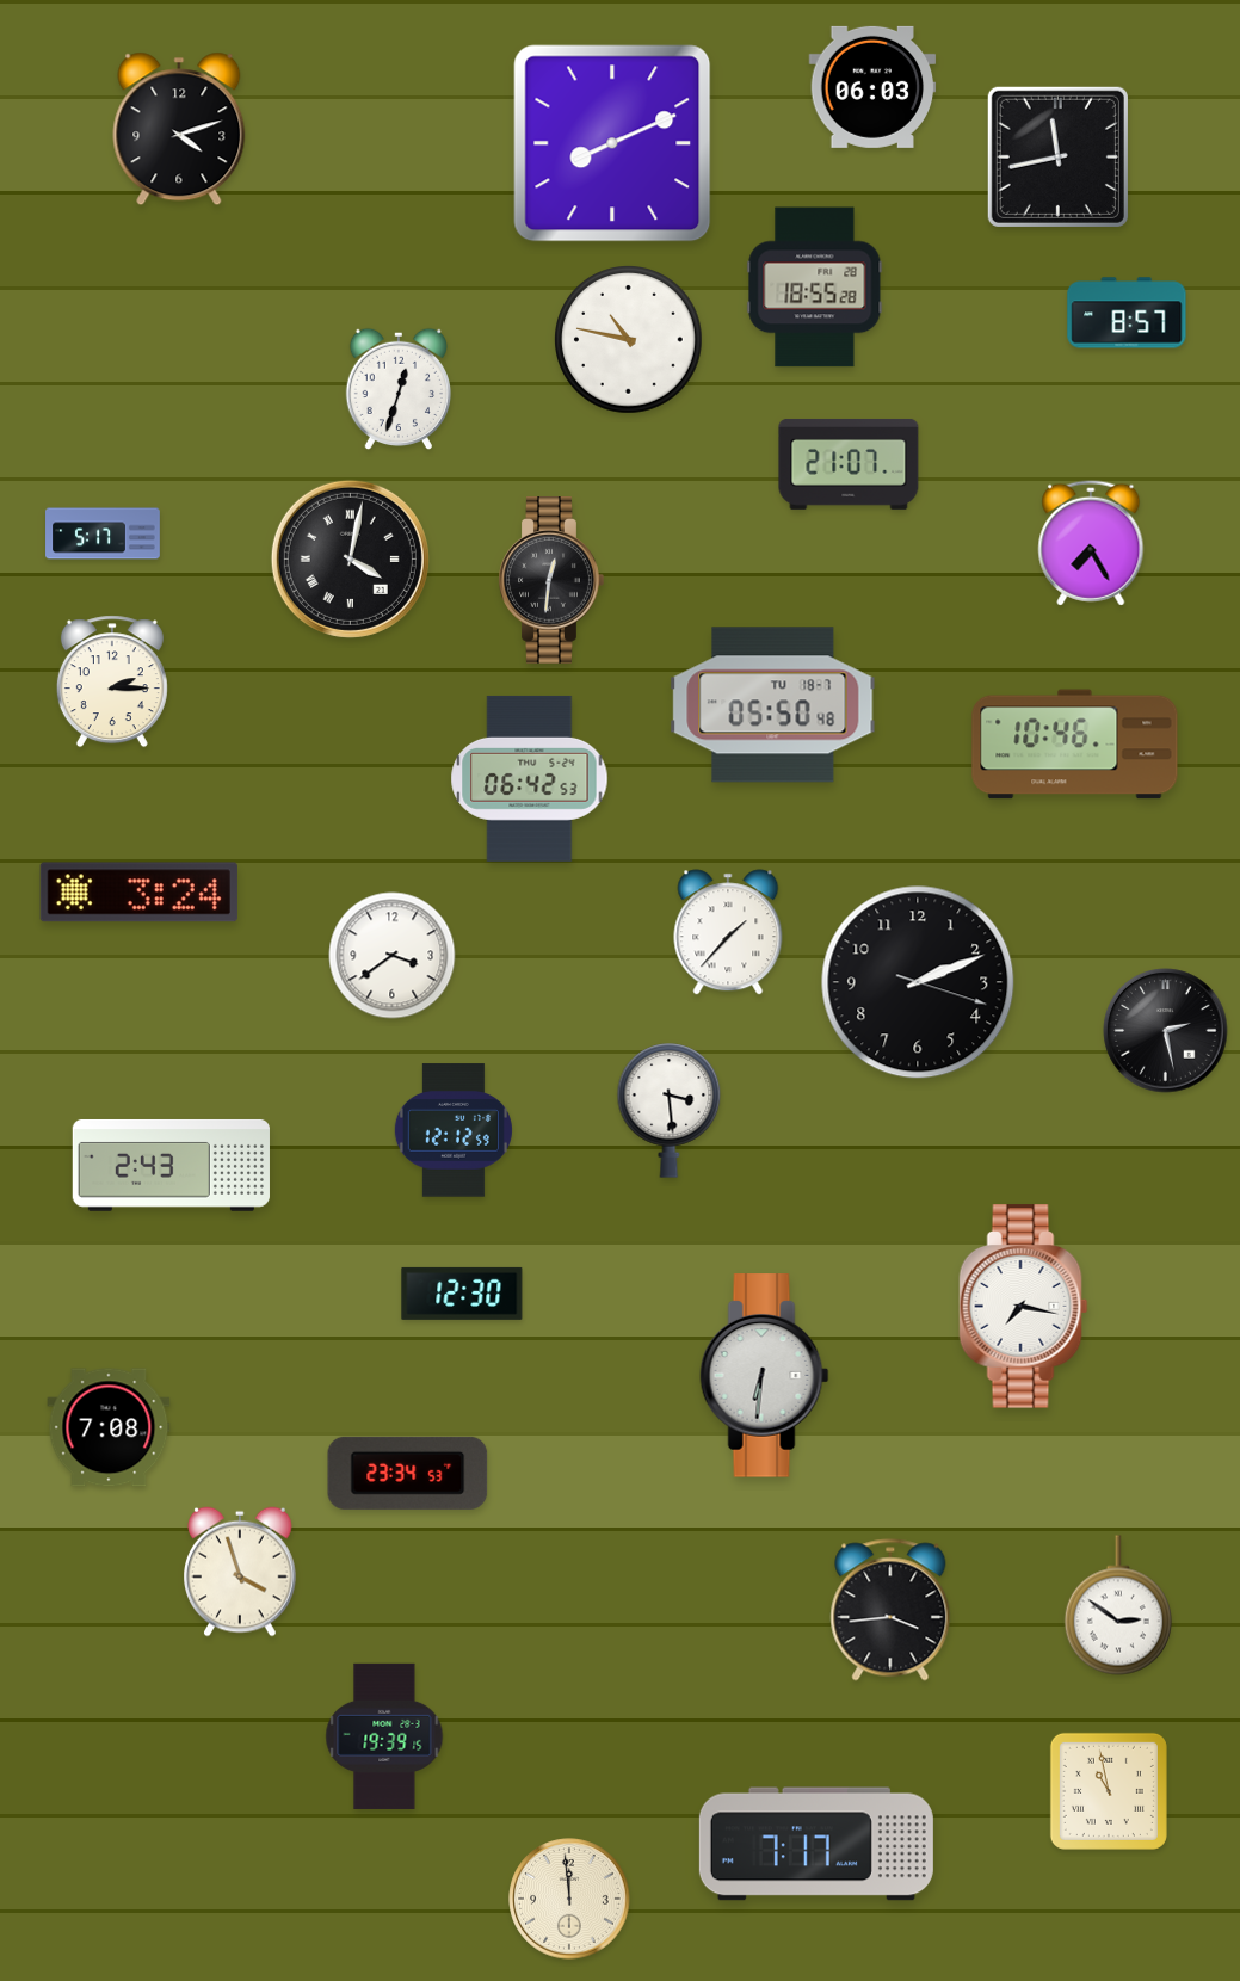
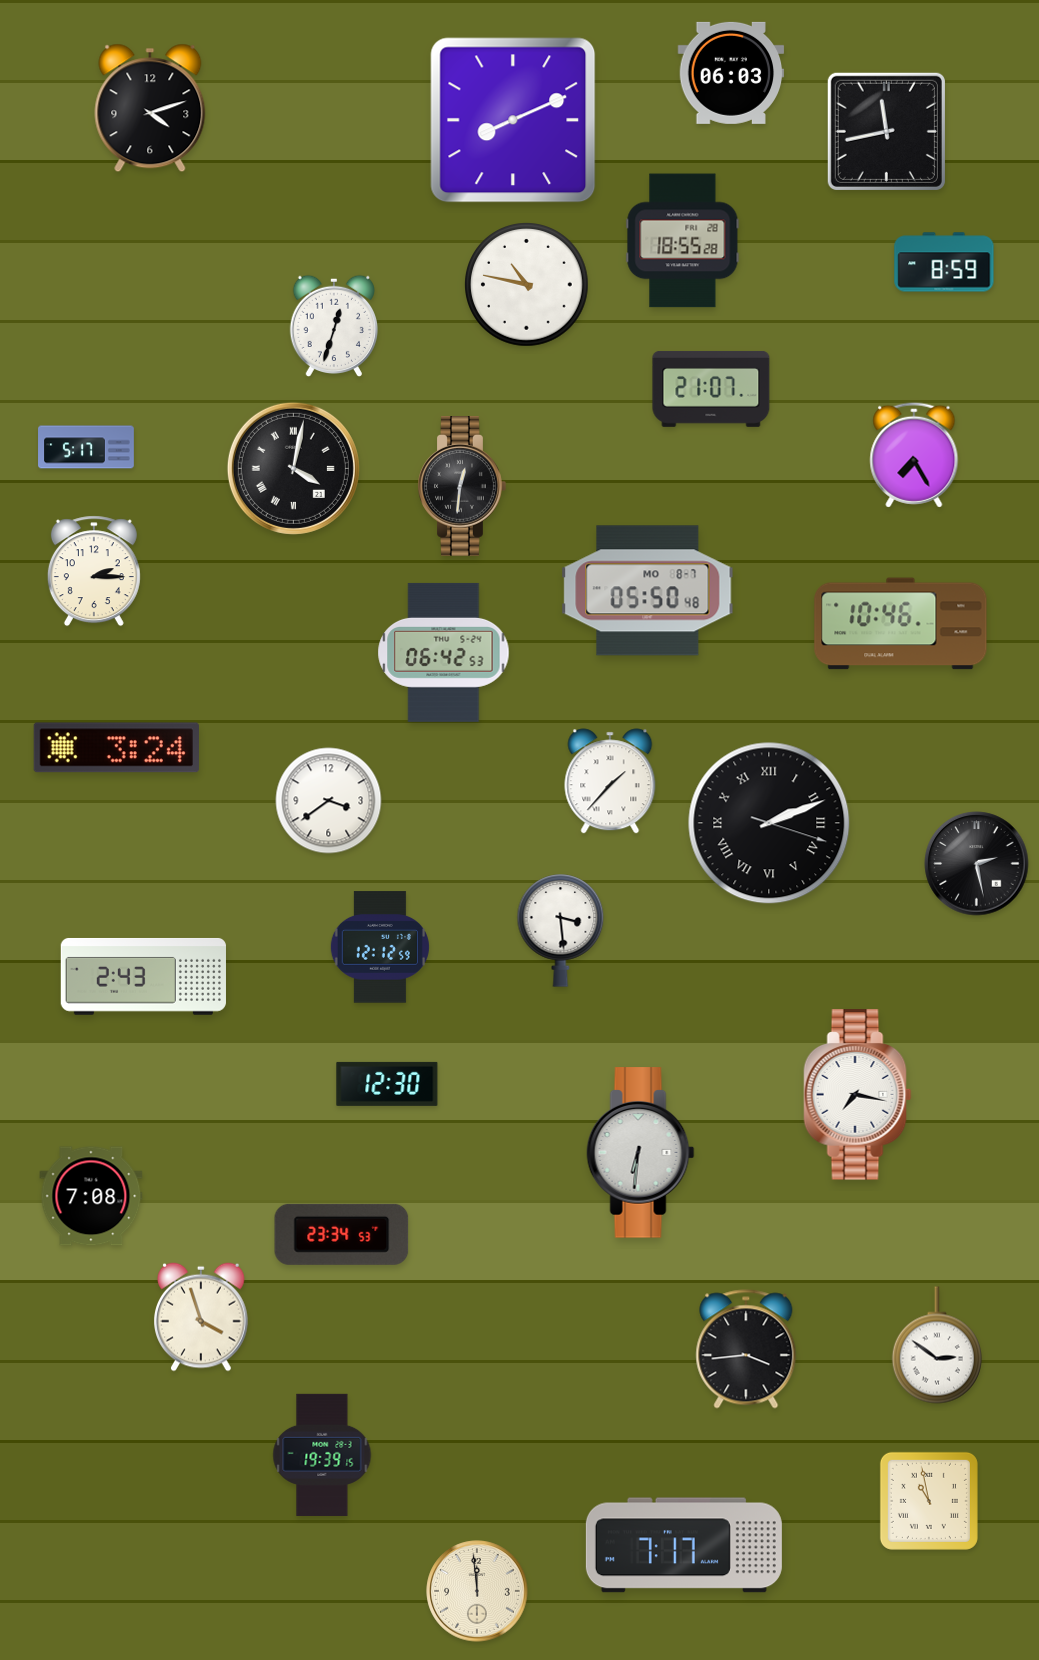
clock at (1127, 313): 8:57 -> 8:59
clock at (773, 705) date: TU 18-7 -> MO 8-7
clock at (918, 982) numerals: Arabic -> Roman
